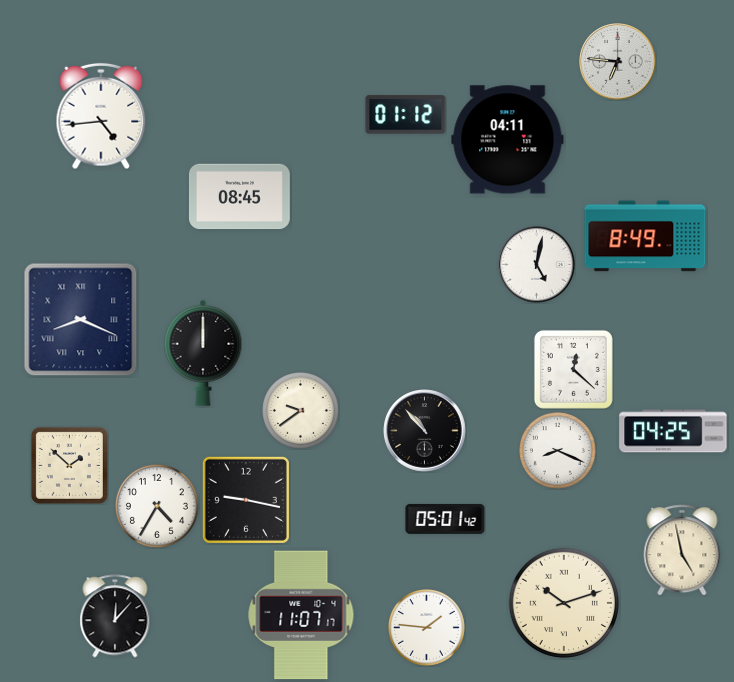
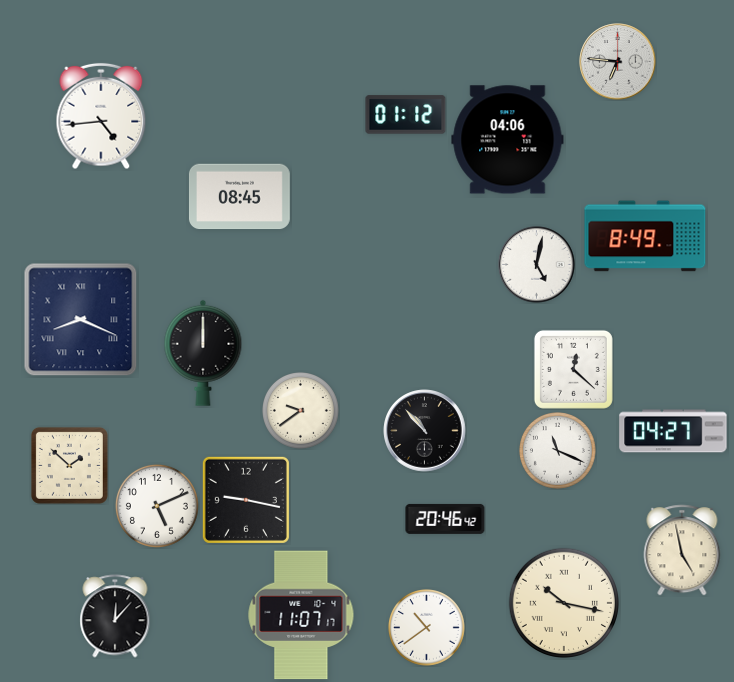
clock at (508, 140): 04:11 -> 04:06
clock at (673, 431): 04:25 -> 04:27
clock at (558, 451): 8:19 -> 11:19
clock at (157, 506): 4:35 -> 5:11
clock at (445, 519): 05:01 -> 20:46
clock at (563, 602): 10:12 -> 10:17
clock at (427, 628): 1:46 -> 10:39
